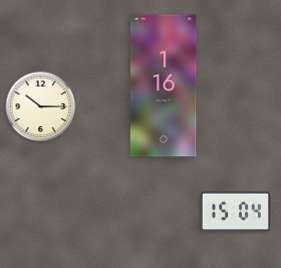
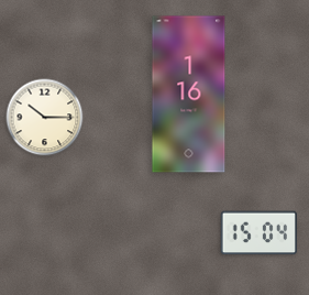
clock at (164, 86) position: (164, 86) -> (189, 95)
